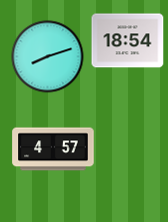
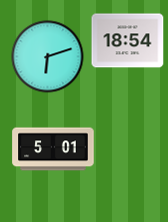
clock at (48, 57): 8:12 -> 6:12
clock at (53, 149): 4:57 -> 5:01
